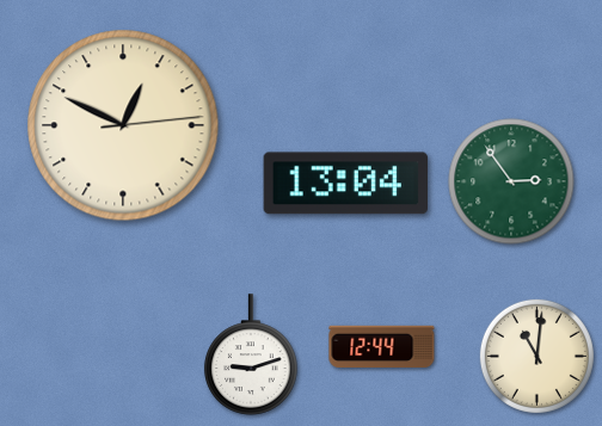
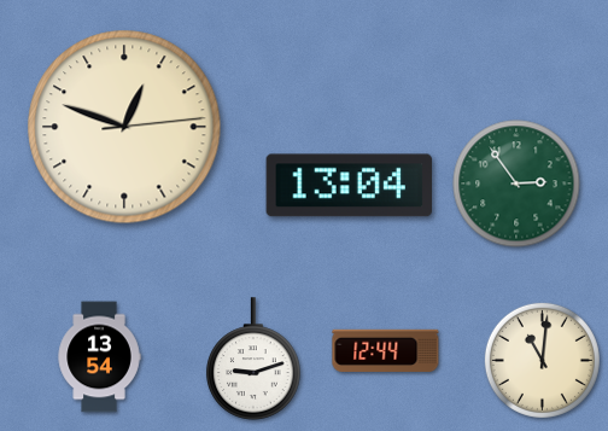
clock at (123, 125): 12:49 -> 12:48
clock at (99, 357): none -> 13:54
